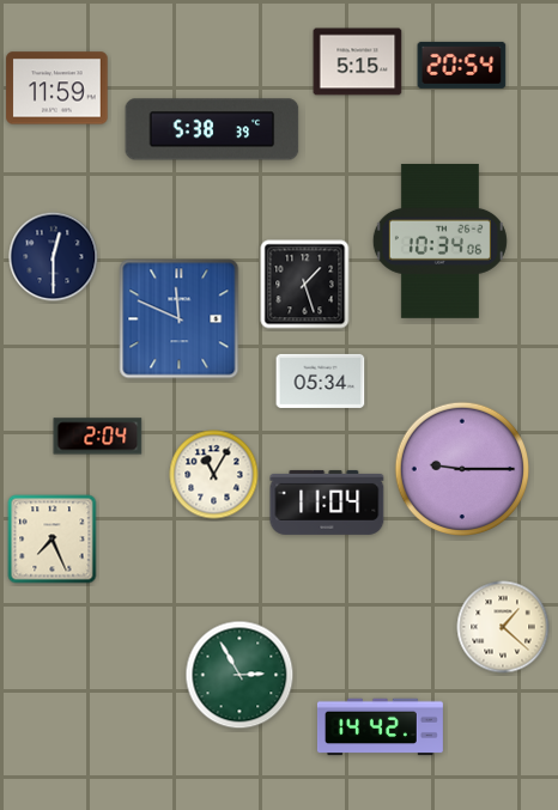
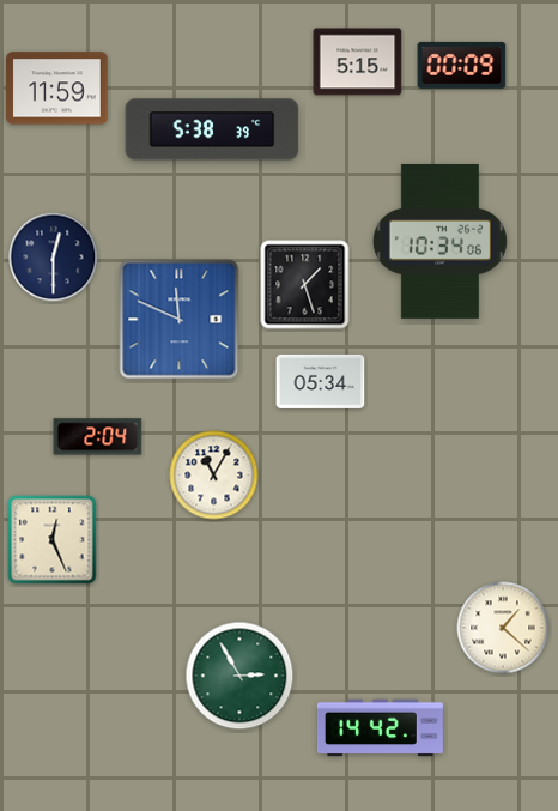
clock at (462, 65): 20:54 -> 00:09
clock at (462, 469): 9:15 -> none
clock at (327, 503): 11:04 -> none
clock at (53, 540): 7:26 -> 12:26
